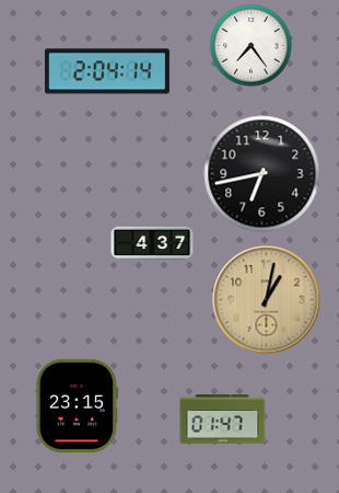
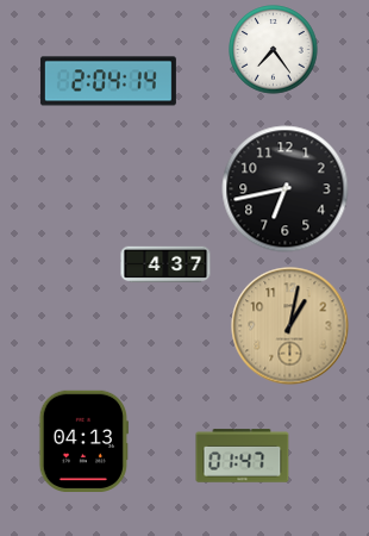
clock at (107, 71) position: (107, 71) -> (108, 81)
clock at (77, 405): 23:15 -> 04:13
